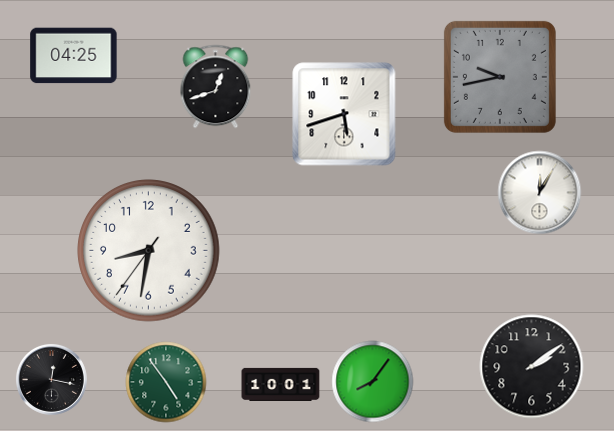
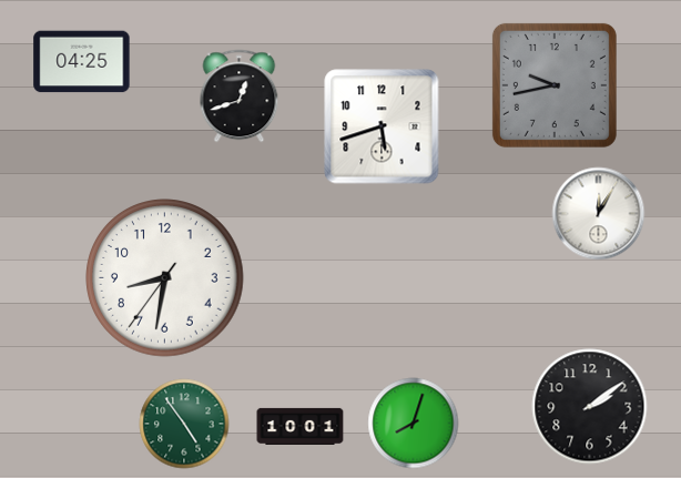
clock at (51, 379): 12:17 -> none
clock at (373, 382): 8:06 -> 8:03
clock at (281, 384) position: (281, 384) -> (301, 426)
